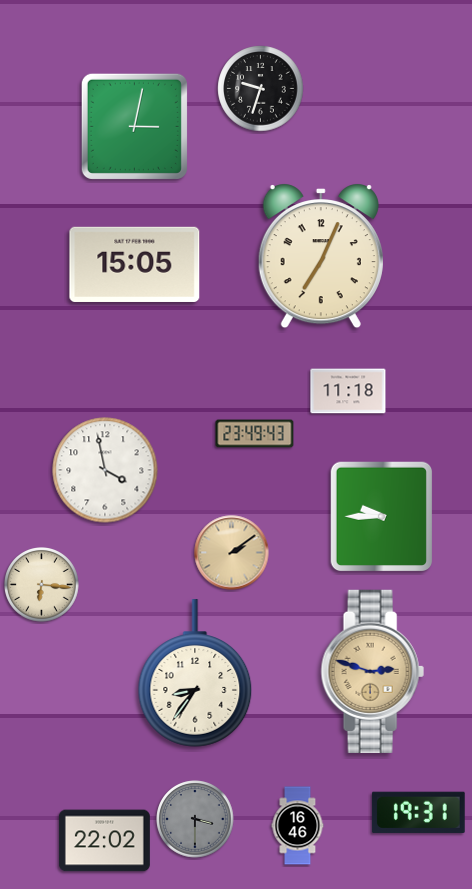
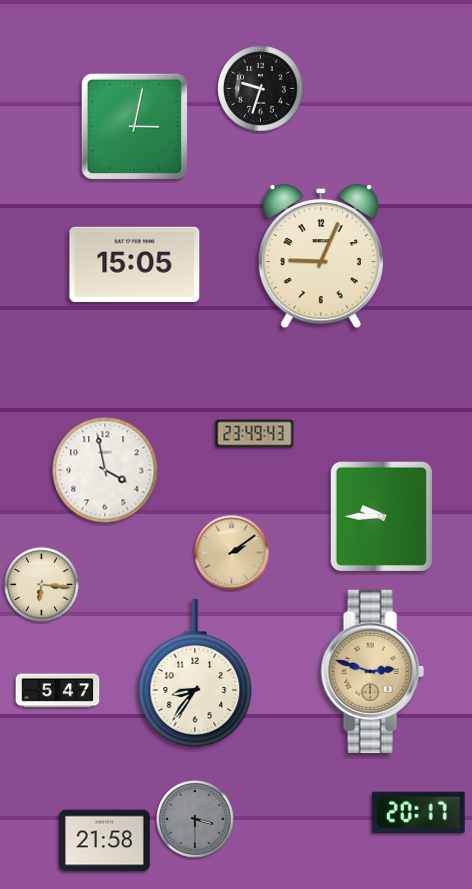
clock at (321, 256): 7:04 -> 9:04
clock at (348, 391): 11:18 -> none
clock at (58, 691): none -> 5:47
clock at (418, 812): 19:31 -> 20:17
clock at (298, 826): 16:46 -> none
clock at (104, 841): 22:02 -> 21:58
